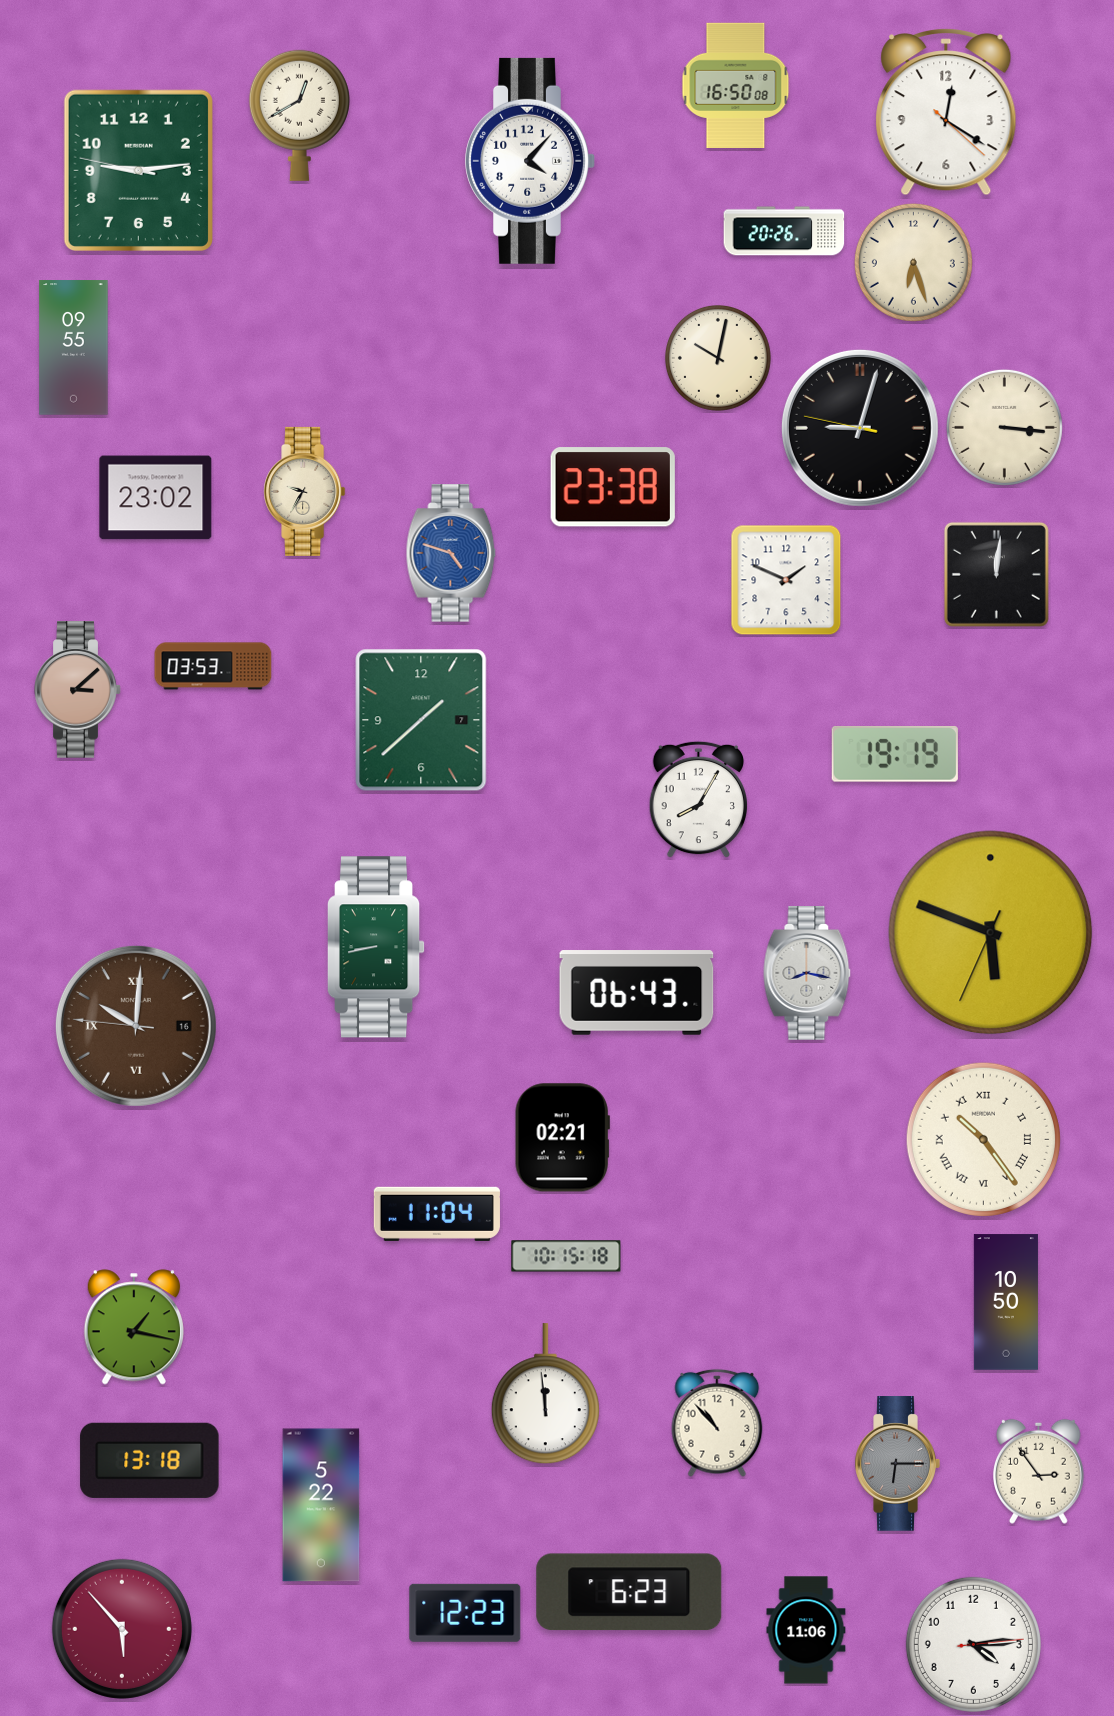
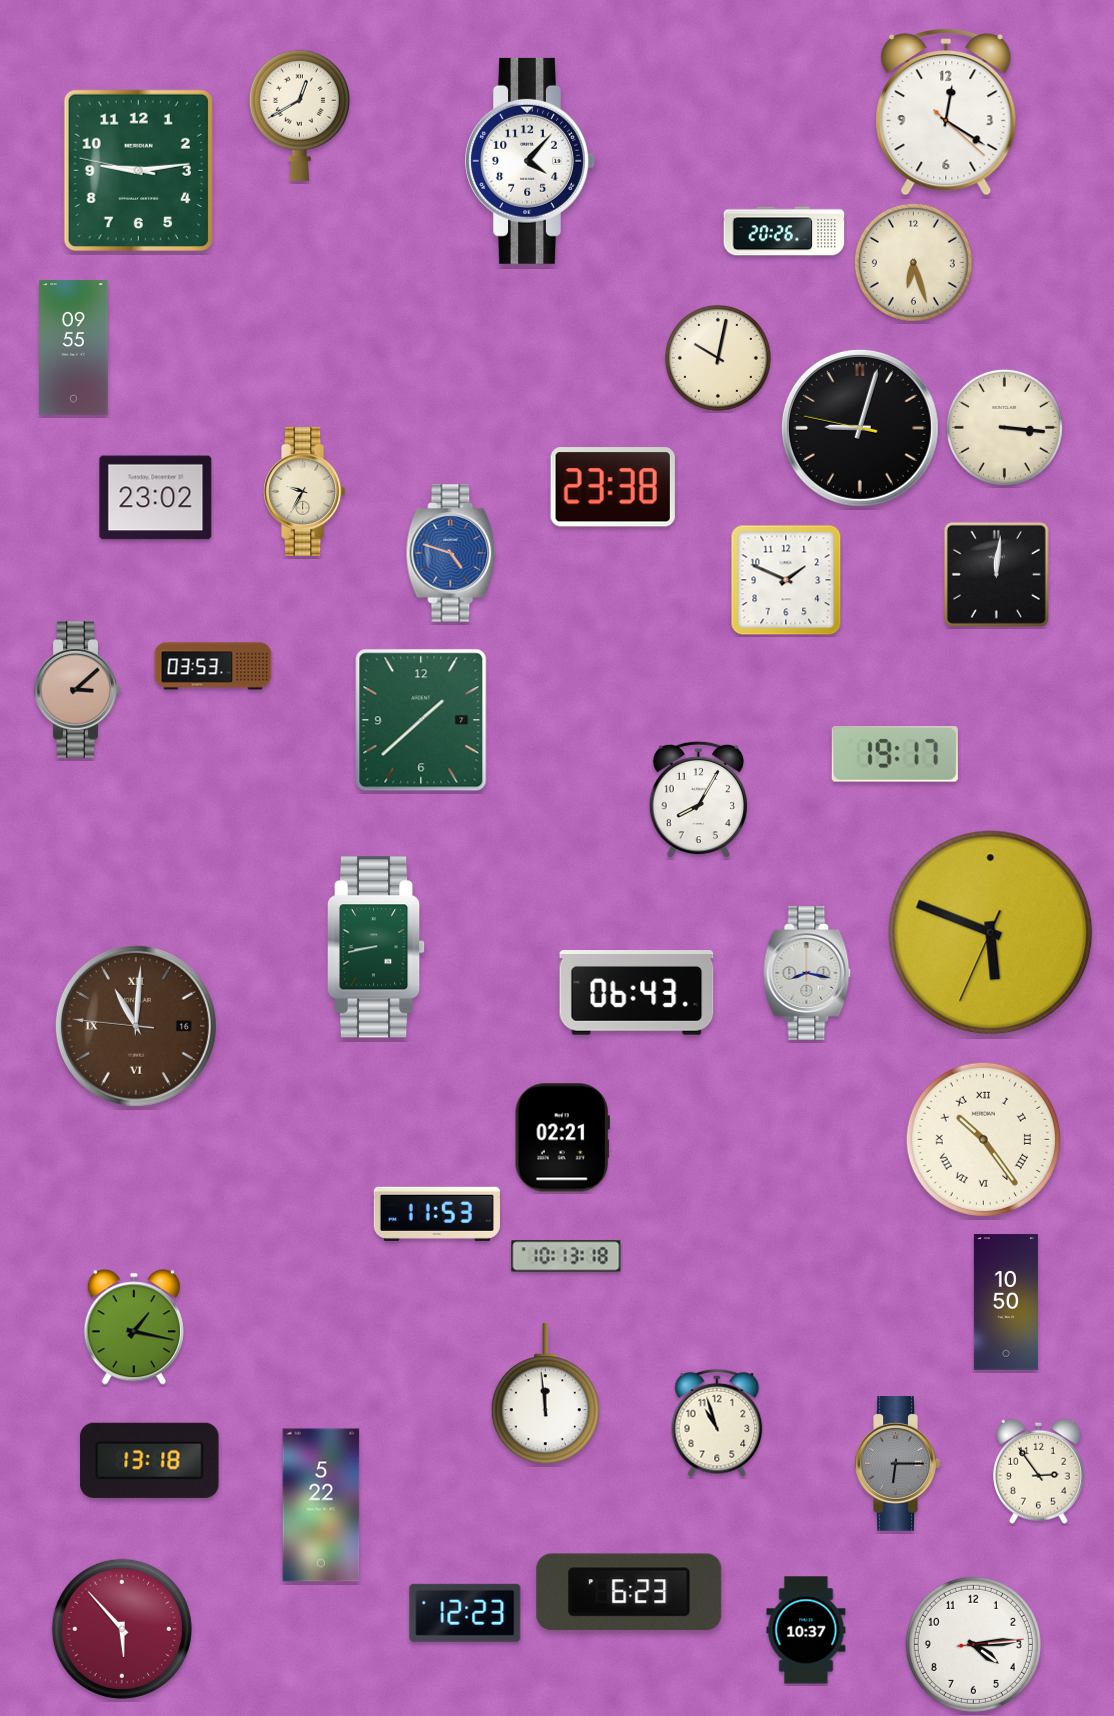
clock at (736, 85): 16:50 -> none
clock at (895, 755): 19:19 -> 19:17
clock at (136, 1026): 10:00 -> 11:00
clock at (437, 1214): 11:04 -> 11:53
clock at (566, 1256): 10:15 -> 10:13
clock at (717, 1423): 10:53 -> 10:57
clock at (806, 1630): 11:06 -> 10:37
